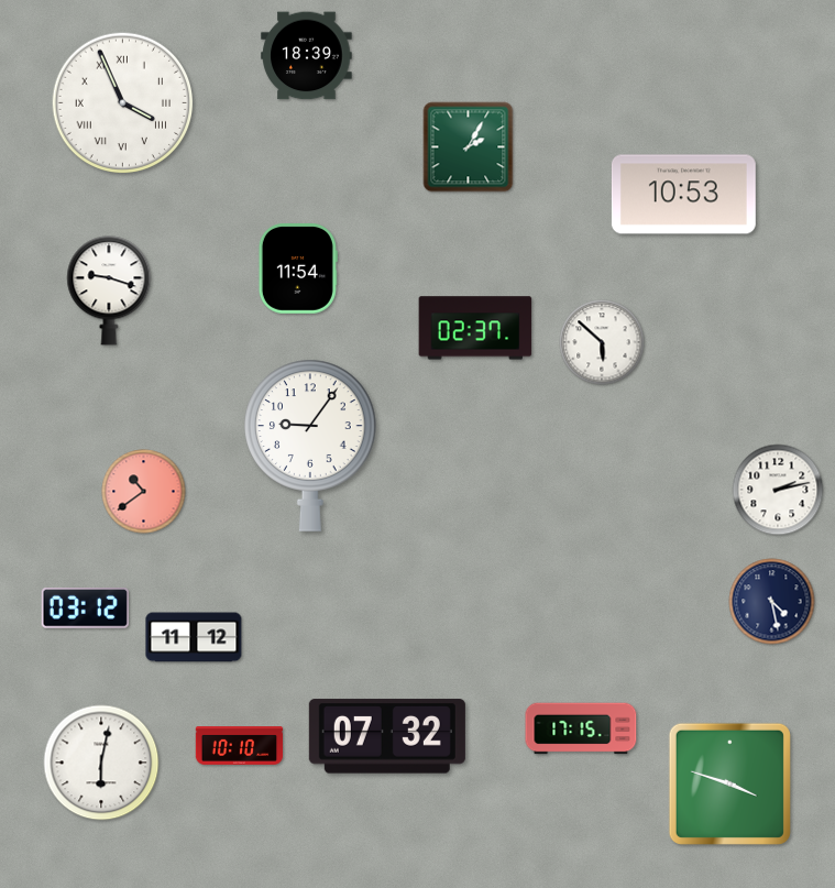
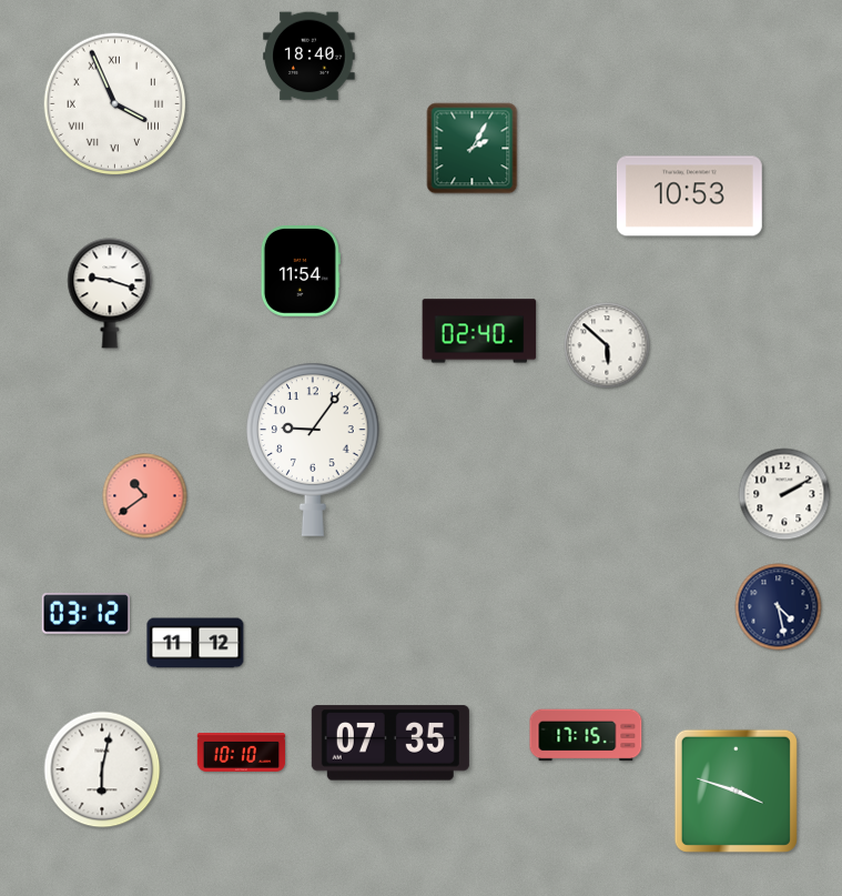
clock at (307, 56): 18:39 -> 18:40
clock at (123, 103) position: (123, 103) -> (115, 104)
clock at (475, 328): 02:37 -> 02:40
clock at (778, 490): 2:13 -> 2:10
clock at (387, 736): 07:32 -> 07:35
